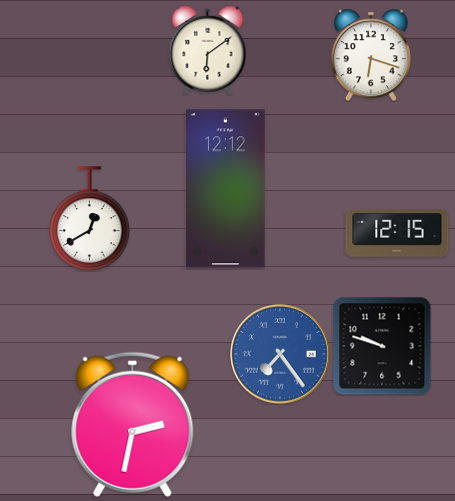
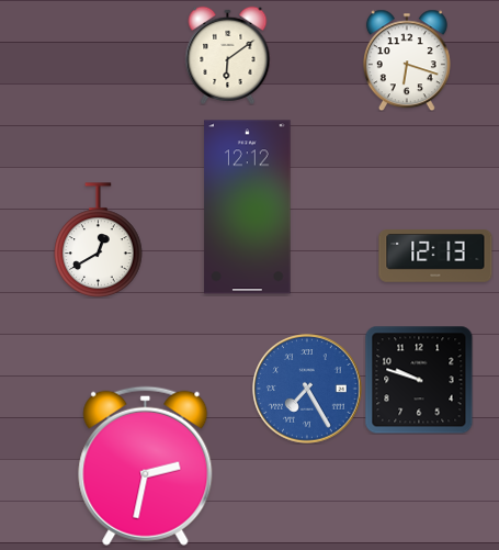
clock at (397, 234): 12:15 -> 12:13
clock at (280, 354): 7:24 -> 7:25
